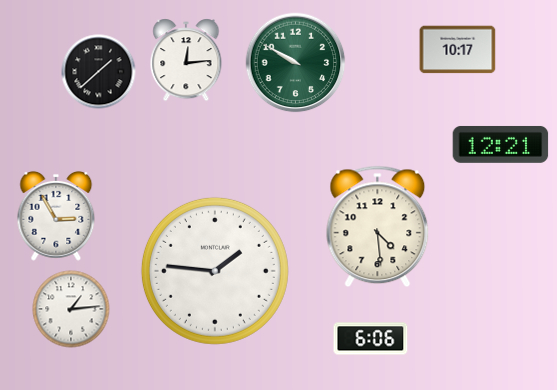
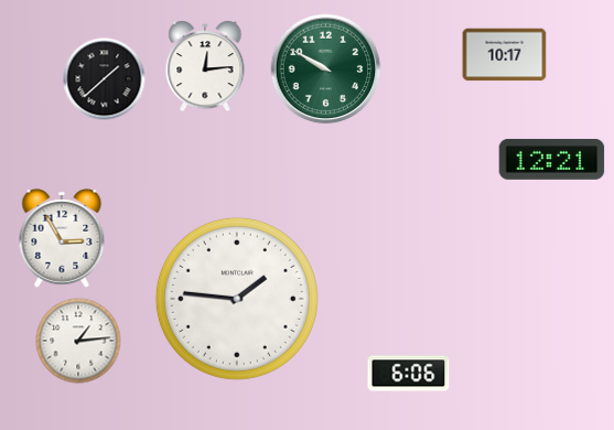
clock at (99, 72) position: (99, 72) -> (105, 79)
clock at (378, 227): 4:29 -> none
